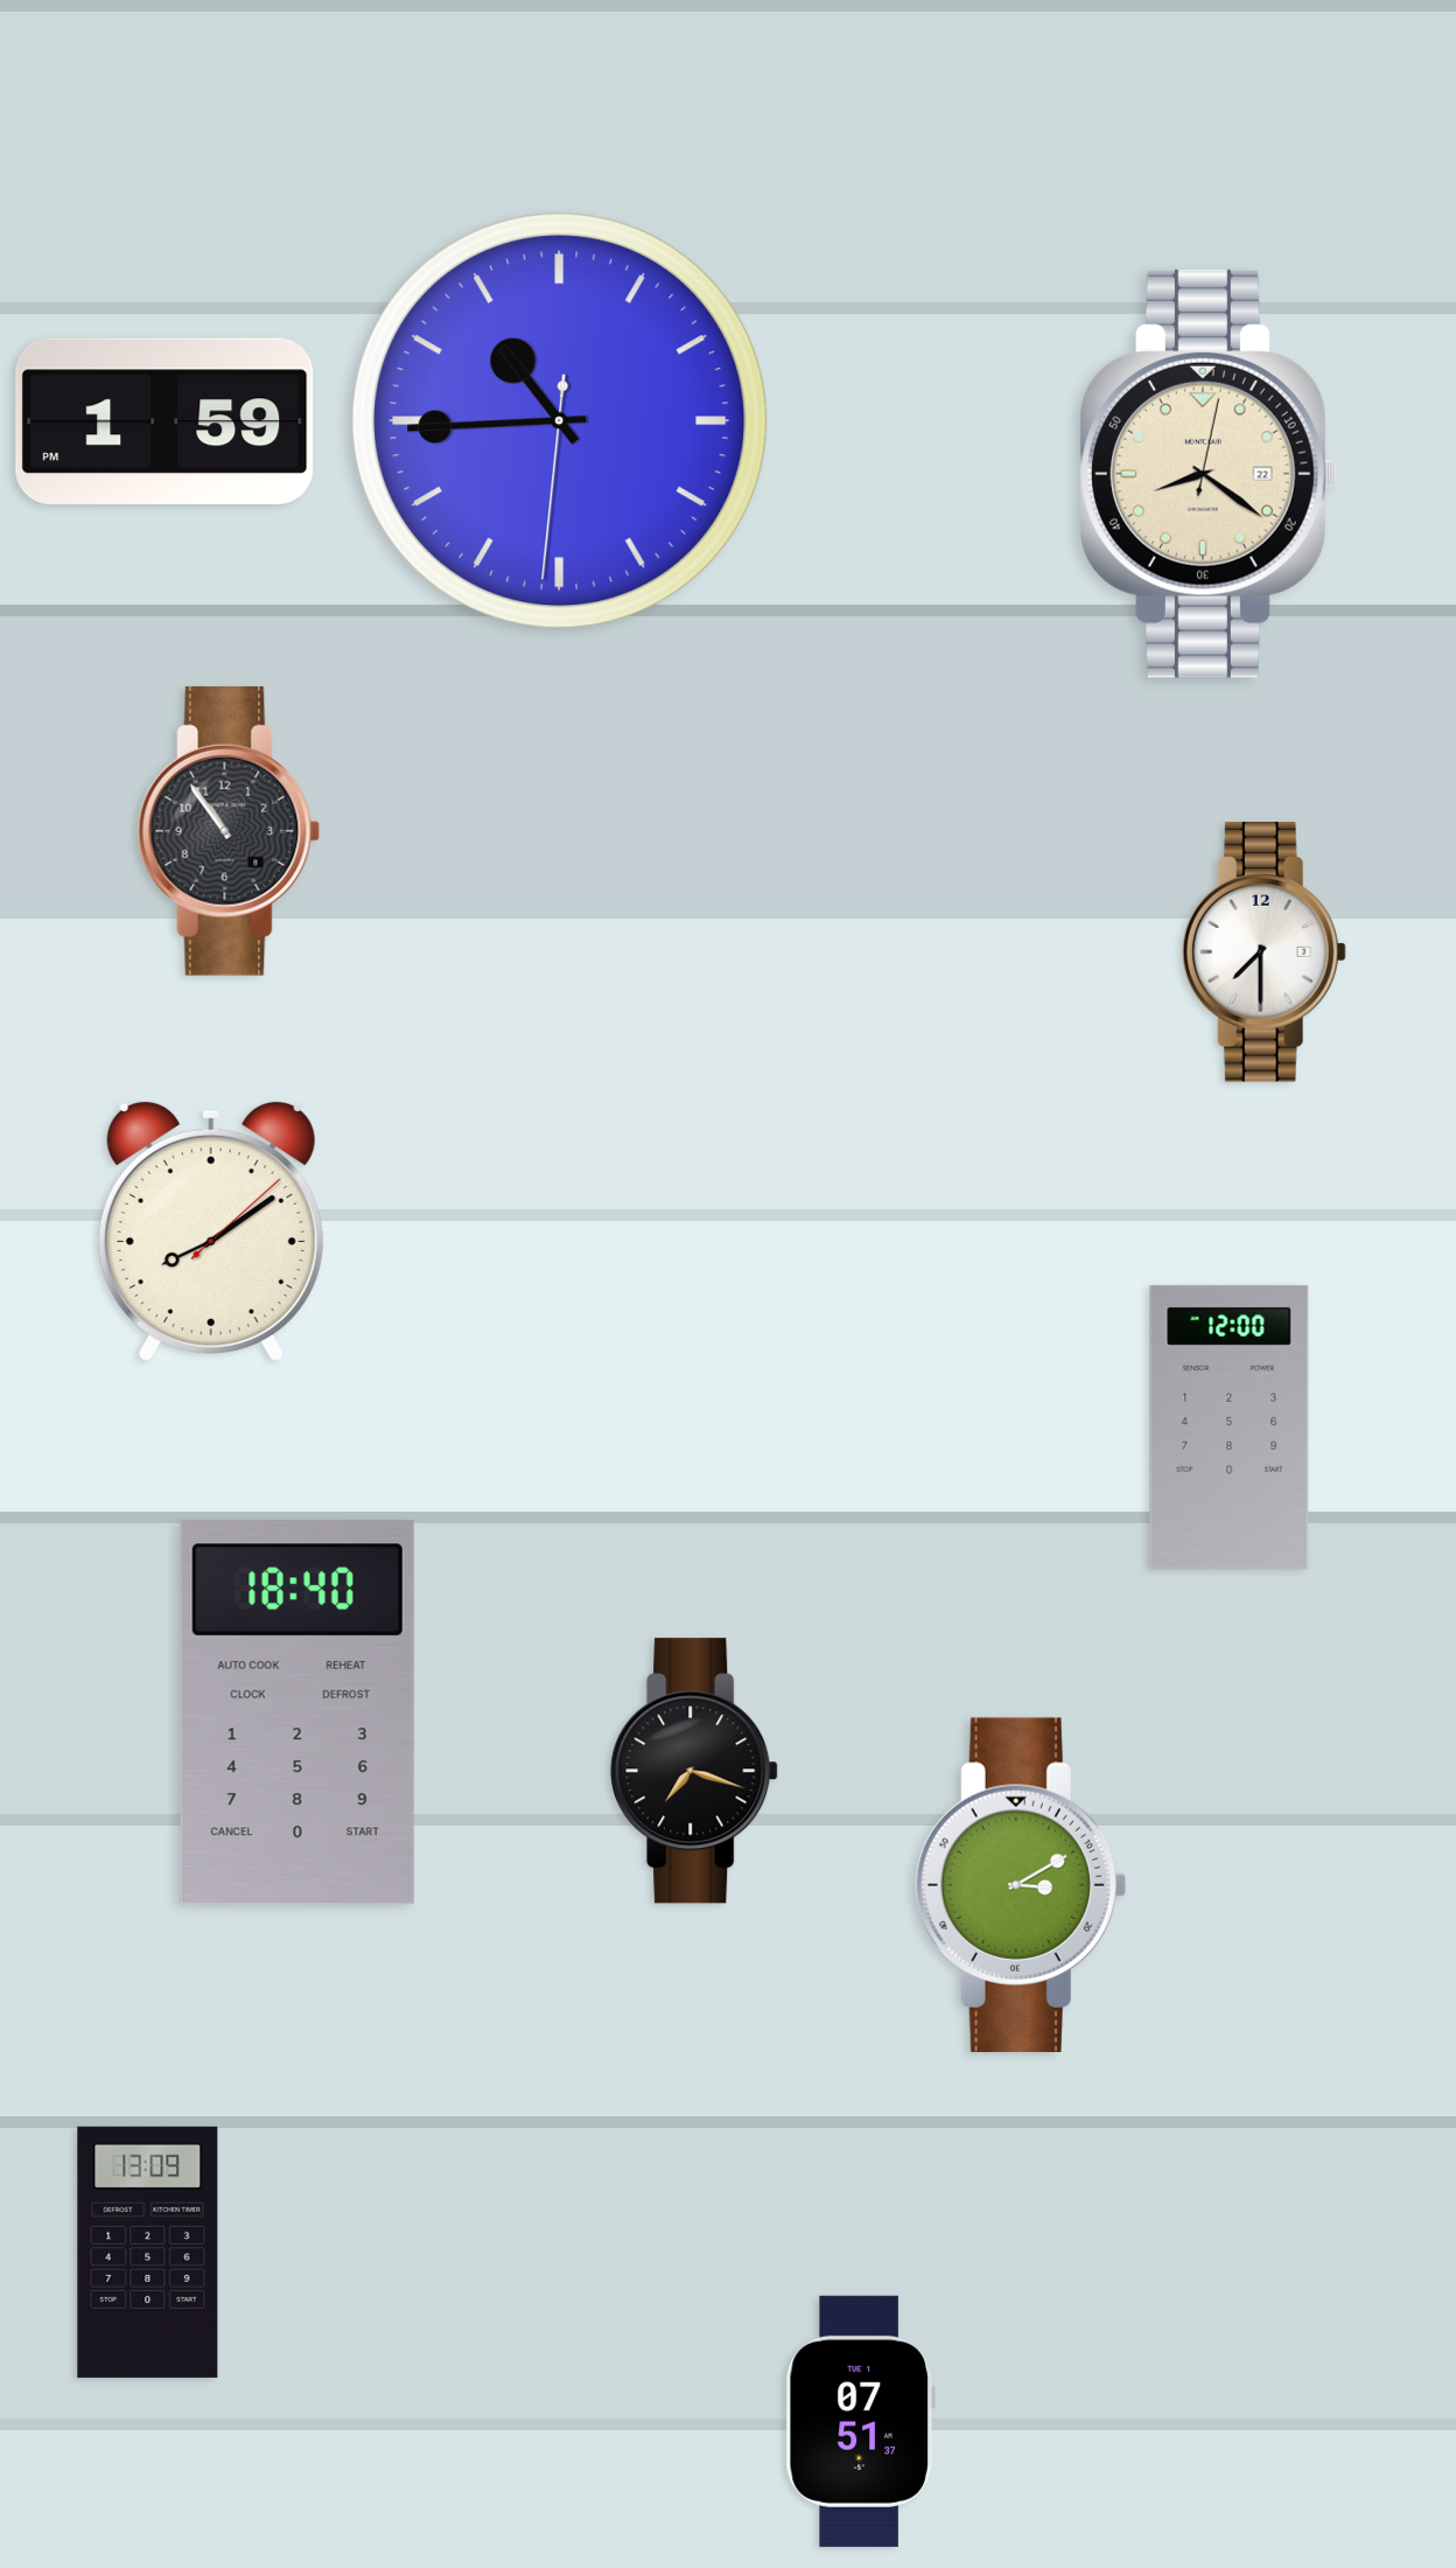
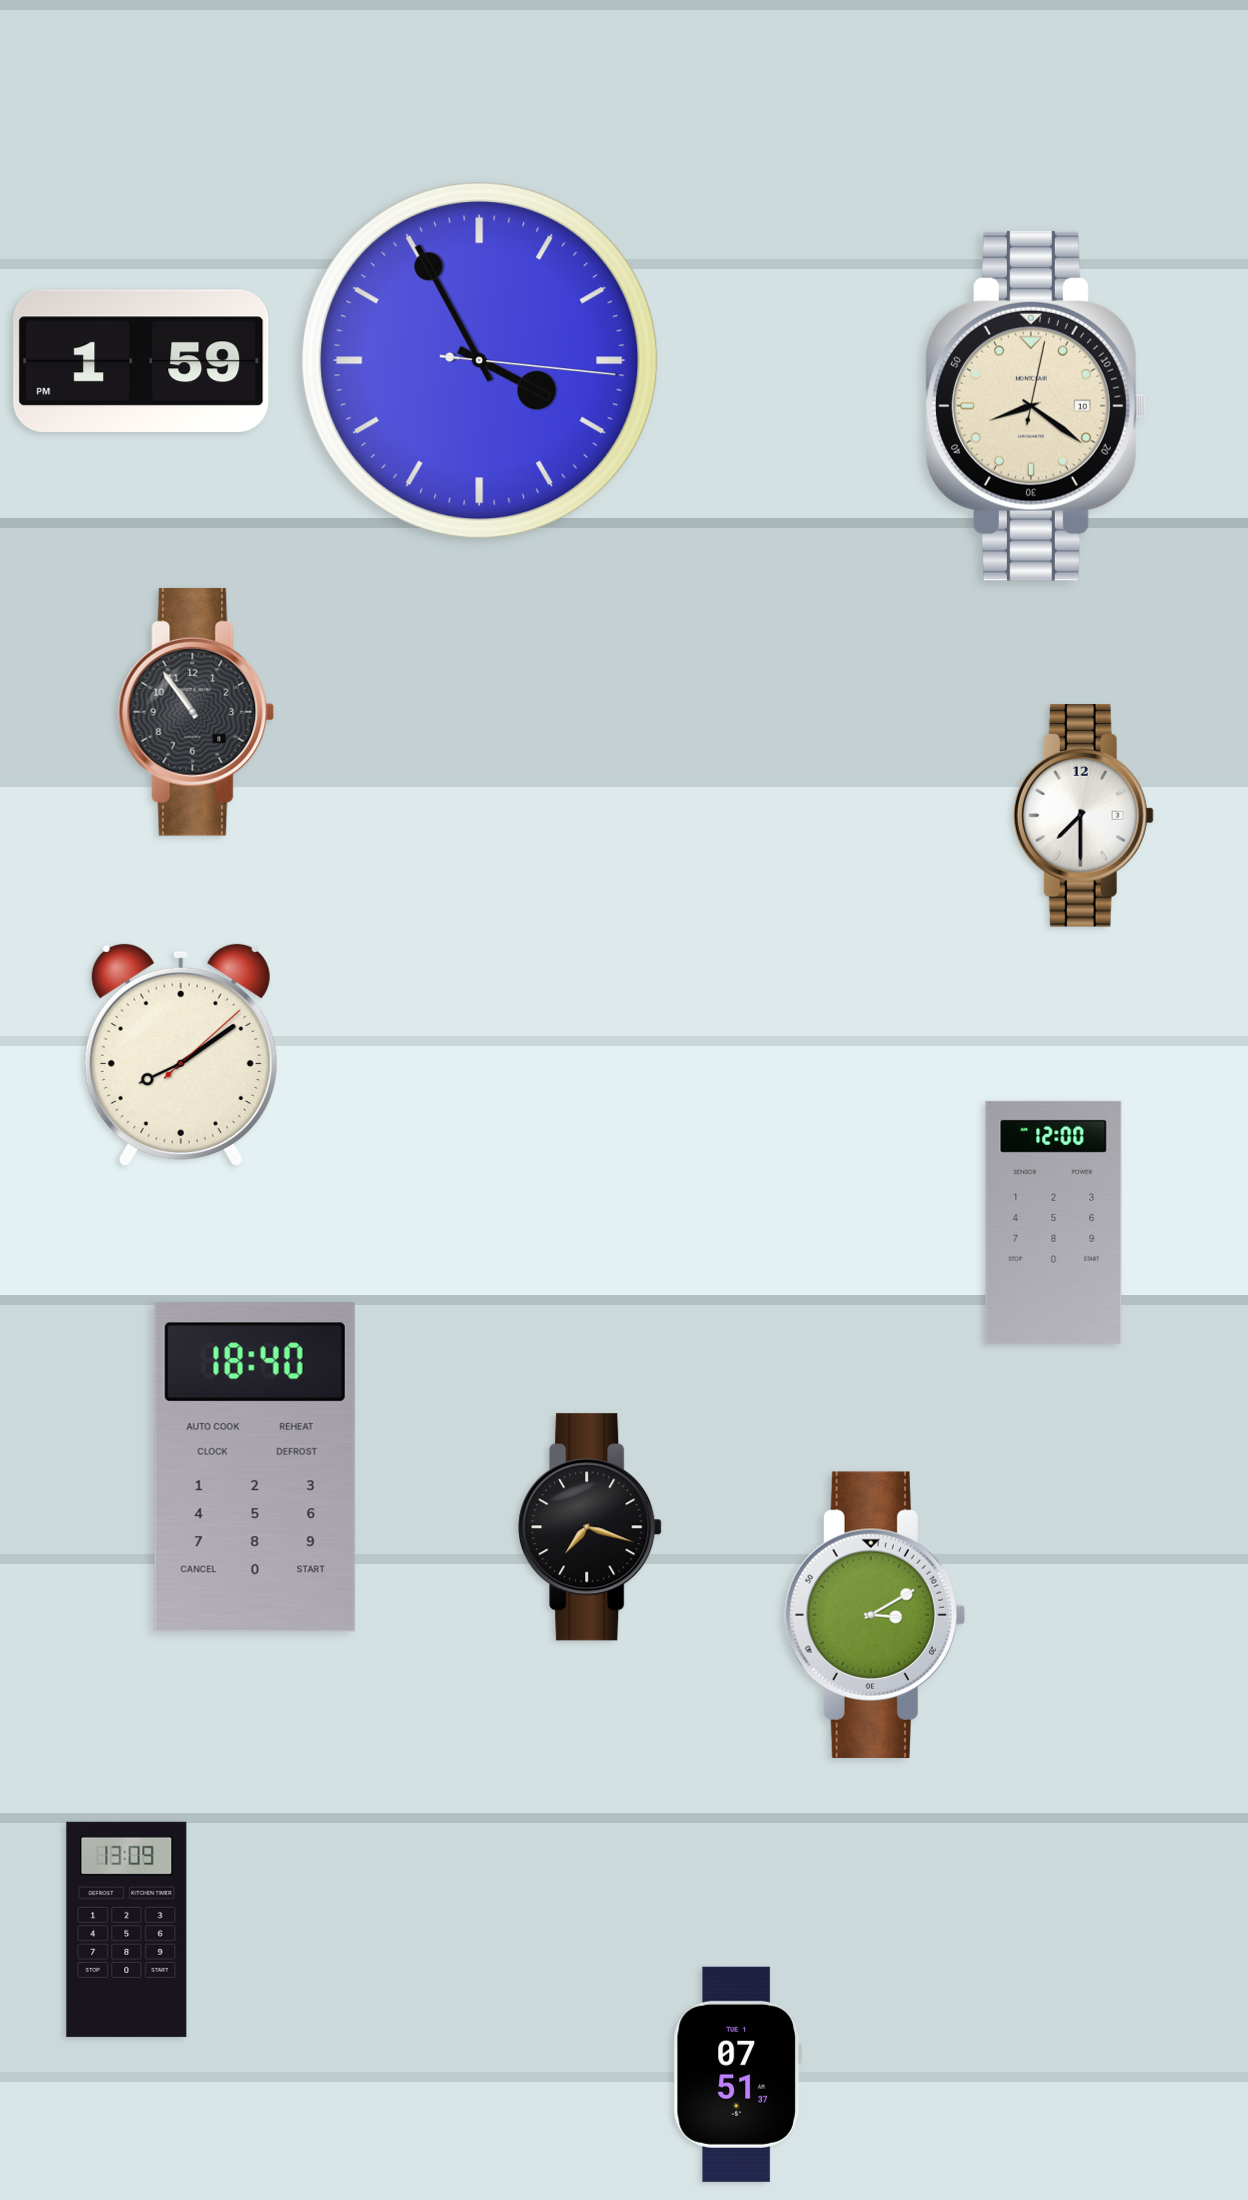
clock at (560, 421): 10:44 -> 3:55
clock at (1209, 474) date: 22 -> 10
clock at (694, 1771) position: (694, 1771) -> (590, 1527)
